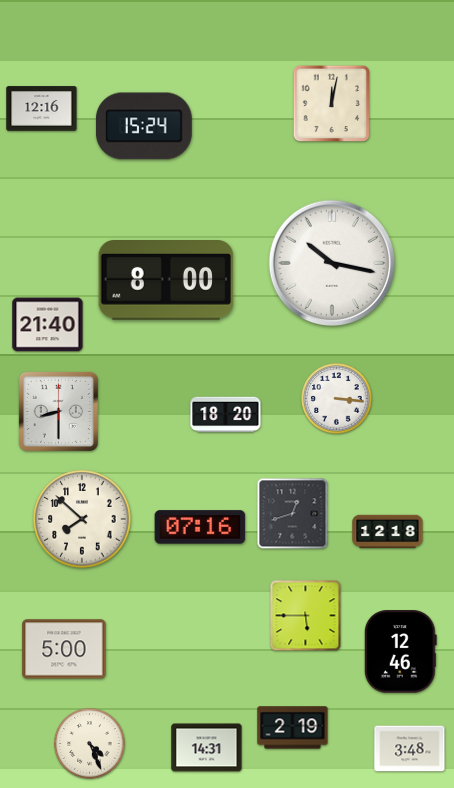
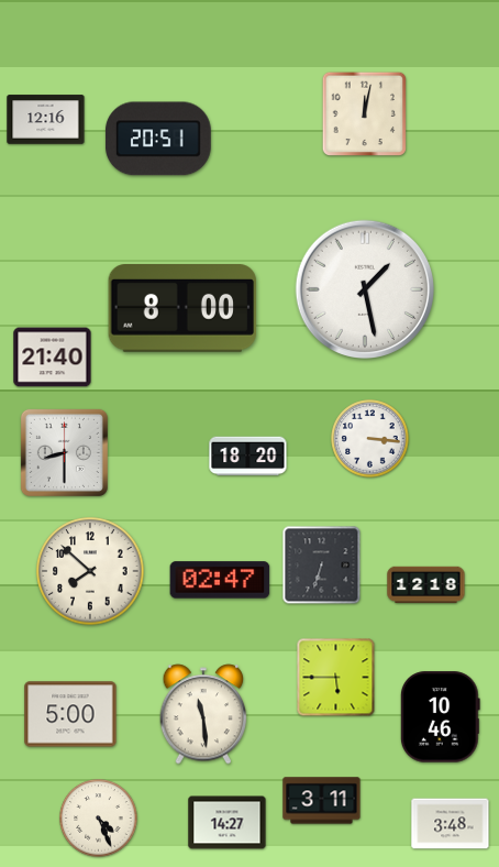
clock at (144, 126): 15:24 -> 20:51
clock at (331, 262): 10:17 -> 1:28
clock at (293, 514): 12:42 -> 6:33
clock at (200, 527): 07:16 -> 02:47
clock at (203, 714): none -> 11:29
clock at (400, 652): 12:46 -> 10:46
clock at (293, 728): 2:19 -> 3:11
clock at (207, 748): 14:31 -> 14:27
